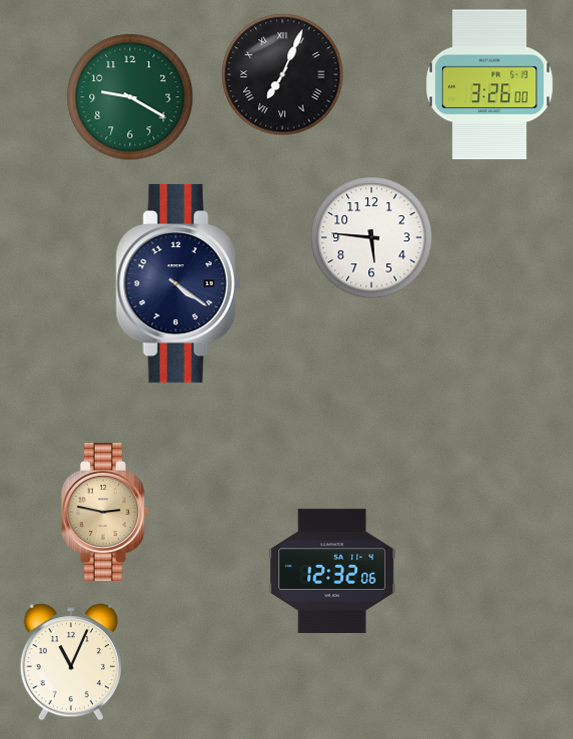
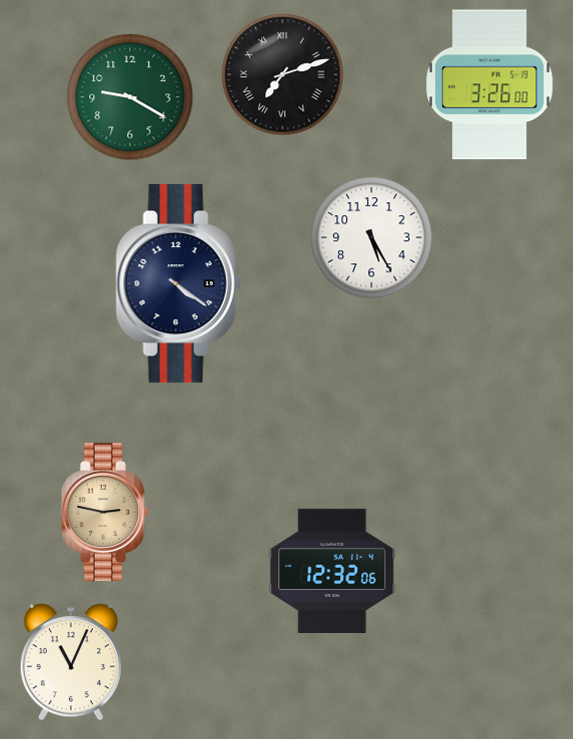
clock at (283, 75): 7:04 -> 7:12
clock at (372, 238): 5:46 -> 5:25
